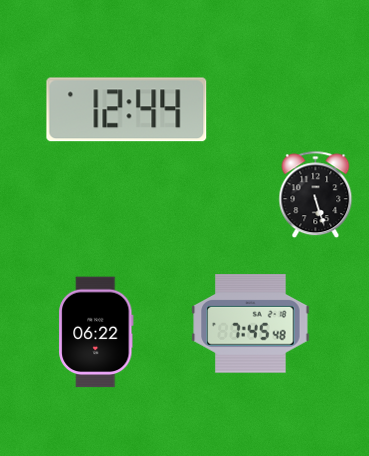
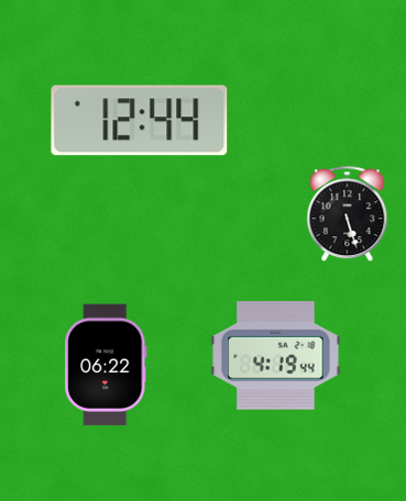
clock at (251, 324): 7:45 -> 4:19
